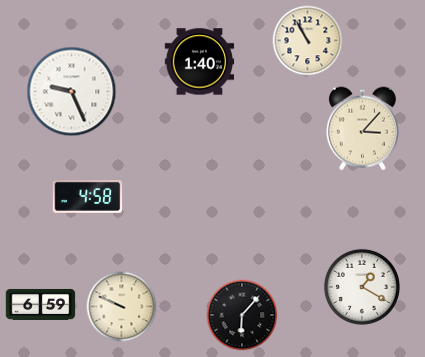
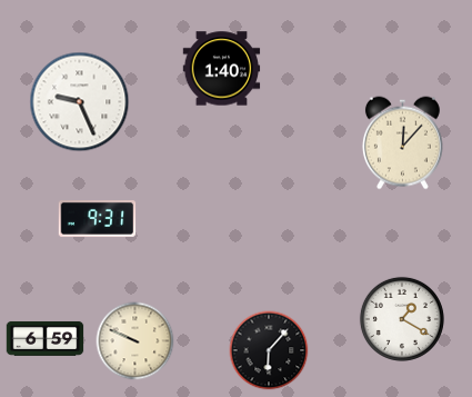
clock at (308, 41): 10:55 -> none
clock at (362, 129): 3:07 -> 12:07
clock at (88, 197): 4:58 -> 9:31
